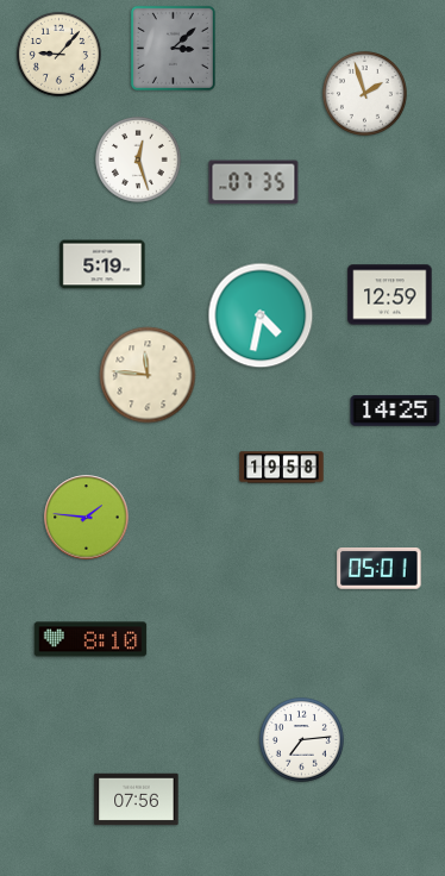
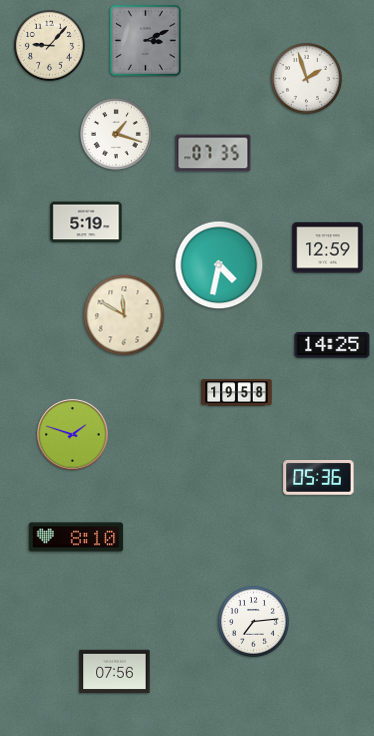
clock at (173, 48): 3:08 -> 3:11
clock at (139, 161): 12:27 -> 1:18
clock at (148, 375): 11:46 -> 11:50
clock at (87, 518): 1:46 -> 1:48
clock at (380, 569): 05:01 -> 05:36
